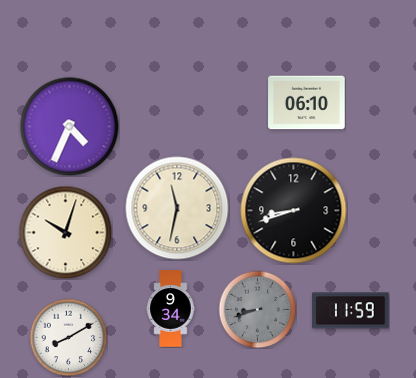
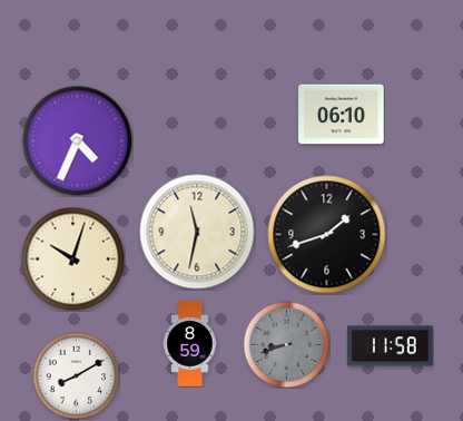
clock at (294, 211): 8:42 -> 1:42
clock at (171, 309): 9:34 -> 8:59
clock at (351, 311): 11:59 -> 11:58
